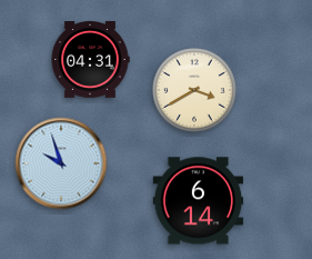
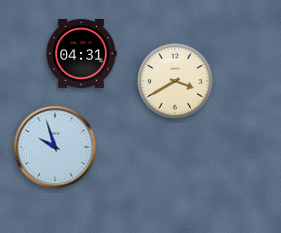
clock at (199, 201): 6:14 -> none
